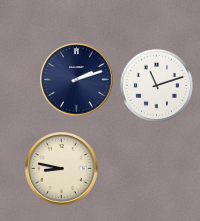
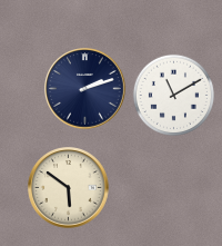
clock at (156, 85): 11:12 -> 11:10
clock at (62, 169): 8:47 -> 5:51
